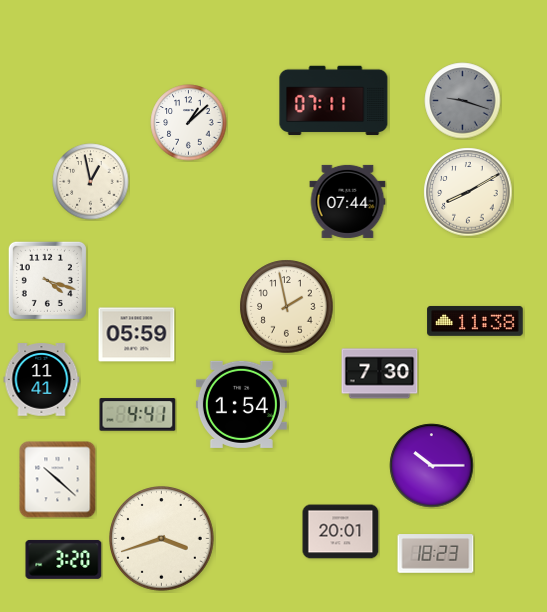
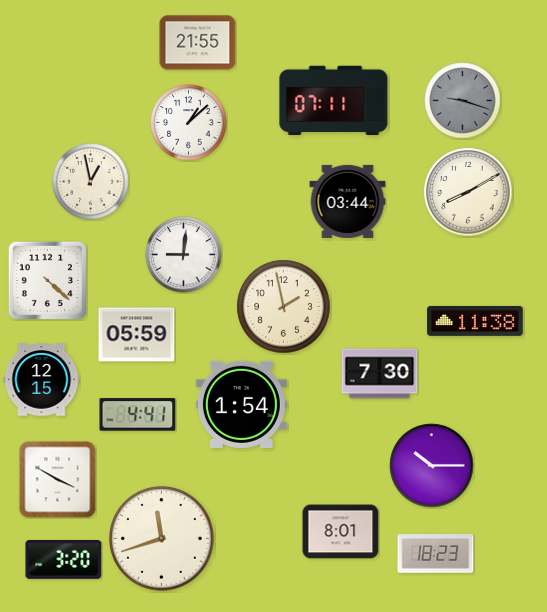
clock at (198, 43): none -> 21:55
clock at (348, 201): 07:44 -> 03:44
clock at (184, 255): none -> 9:01
clock at (47, 280): 4:18 -> 4:22
clock at (287, 307) position: (287, 307) -> (284, 307)
clock at (42, 380): 11:41 -> 12:15
clock at (58, 480): 10:22 -> 3:50
clock at (341, 532): 20:01 -> 8:01
clock at (162, 539): 3:42 -> 11:42
